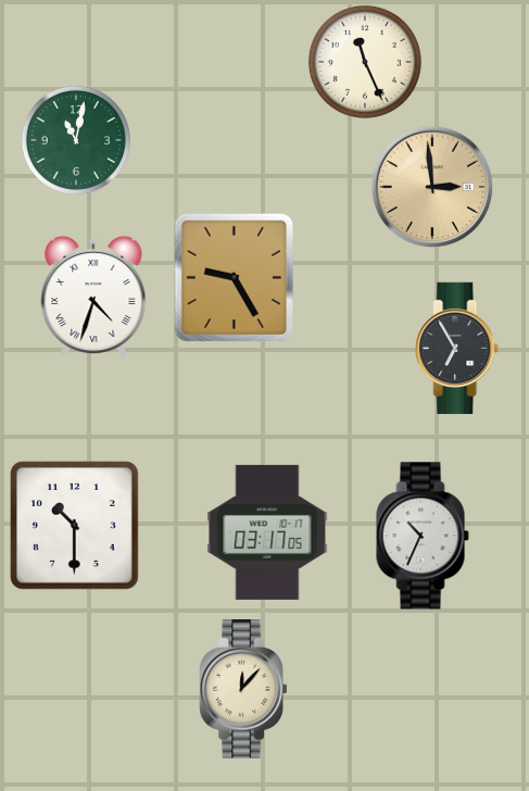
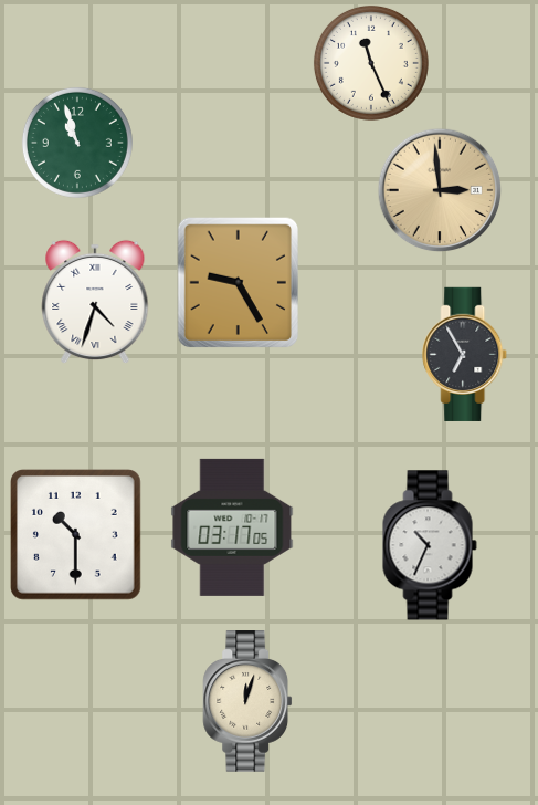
clock at (76, 140): 11:02 -> 10:57
clock at (267, 532) position: (267, 532) -> (232, 527)
clock at (243, 690): 12:07 -> 12:03
